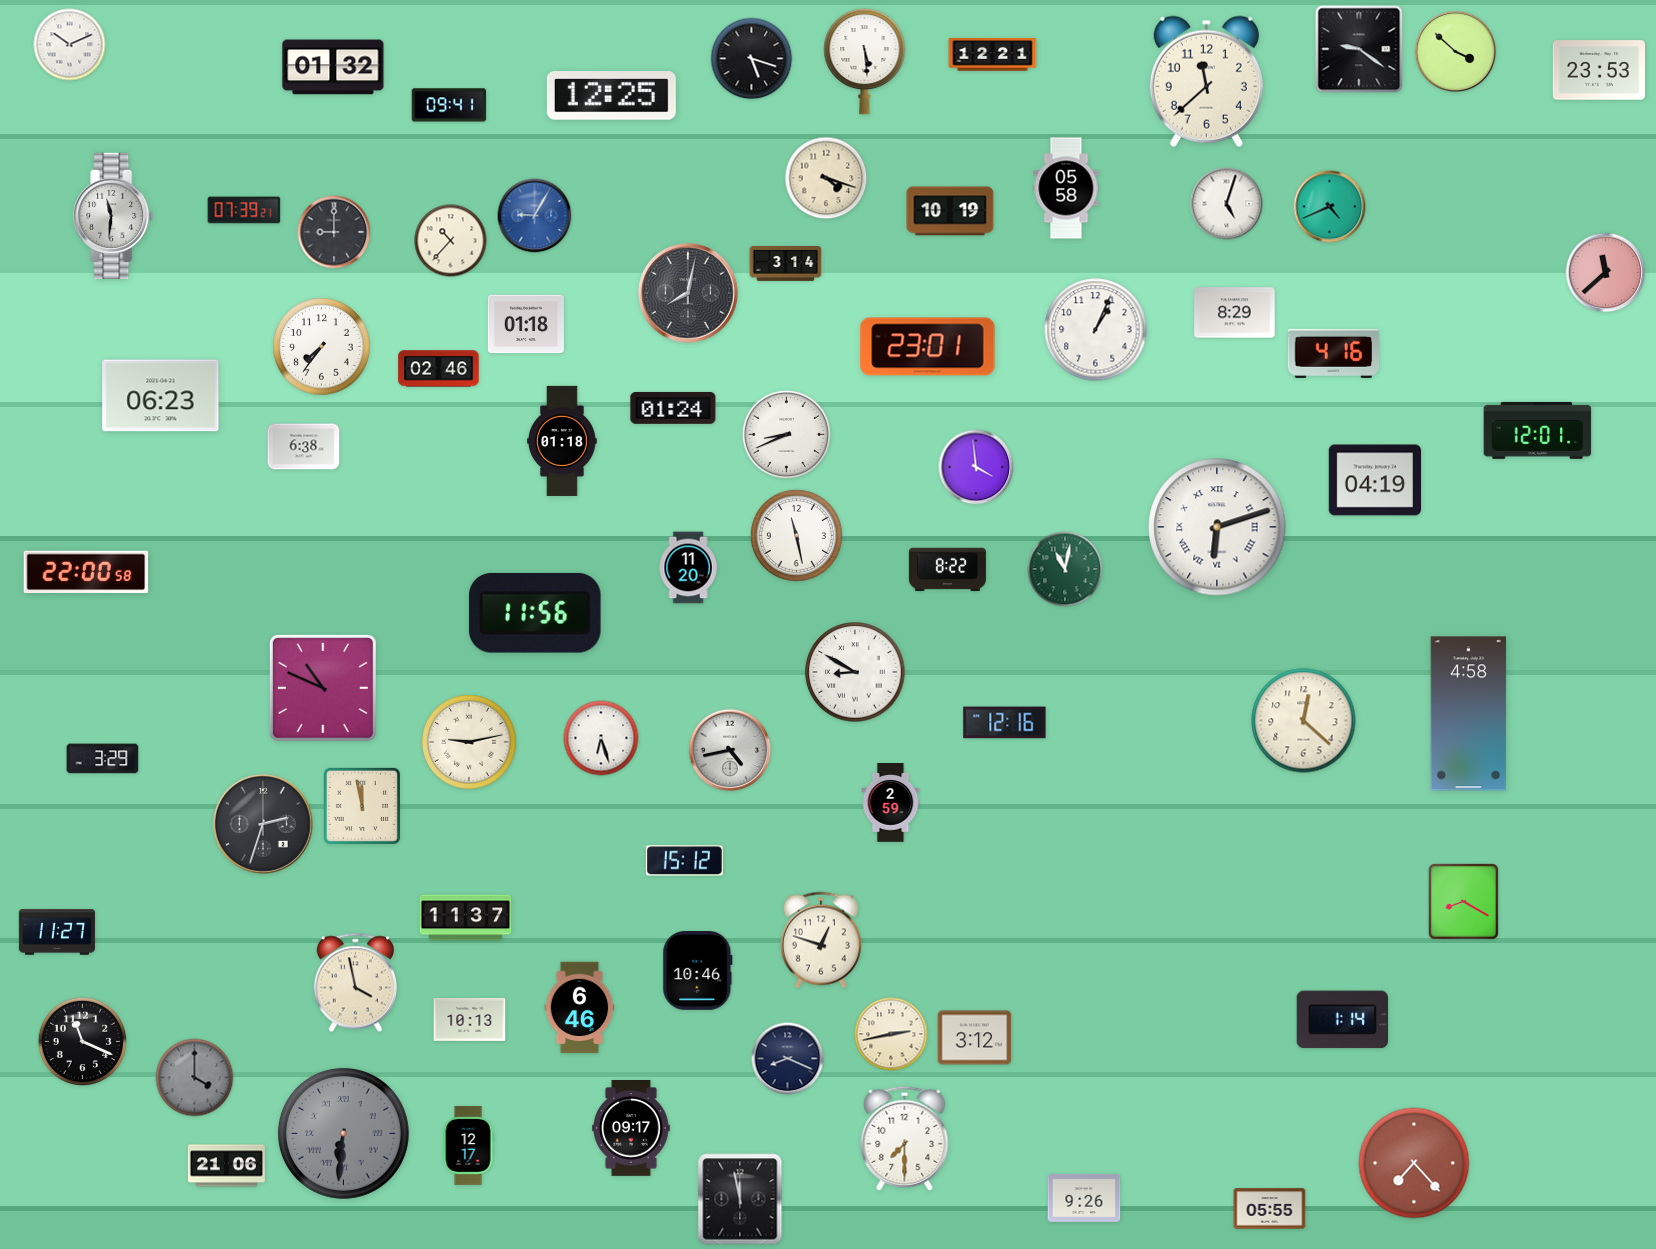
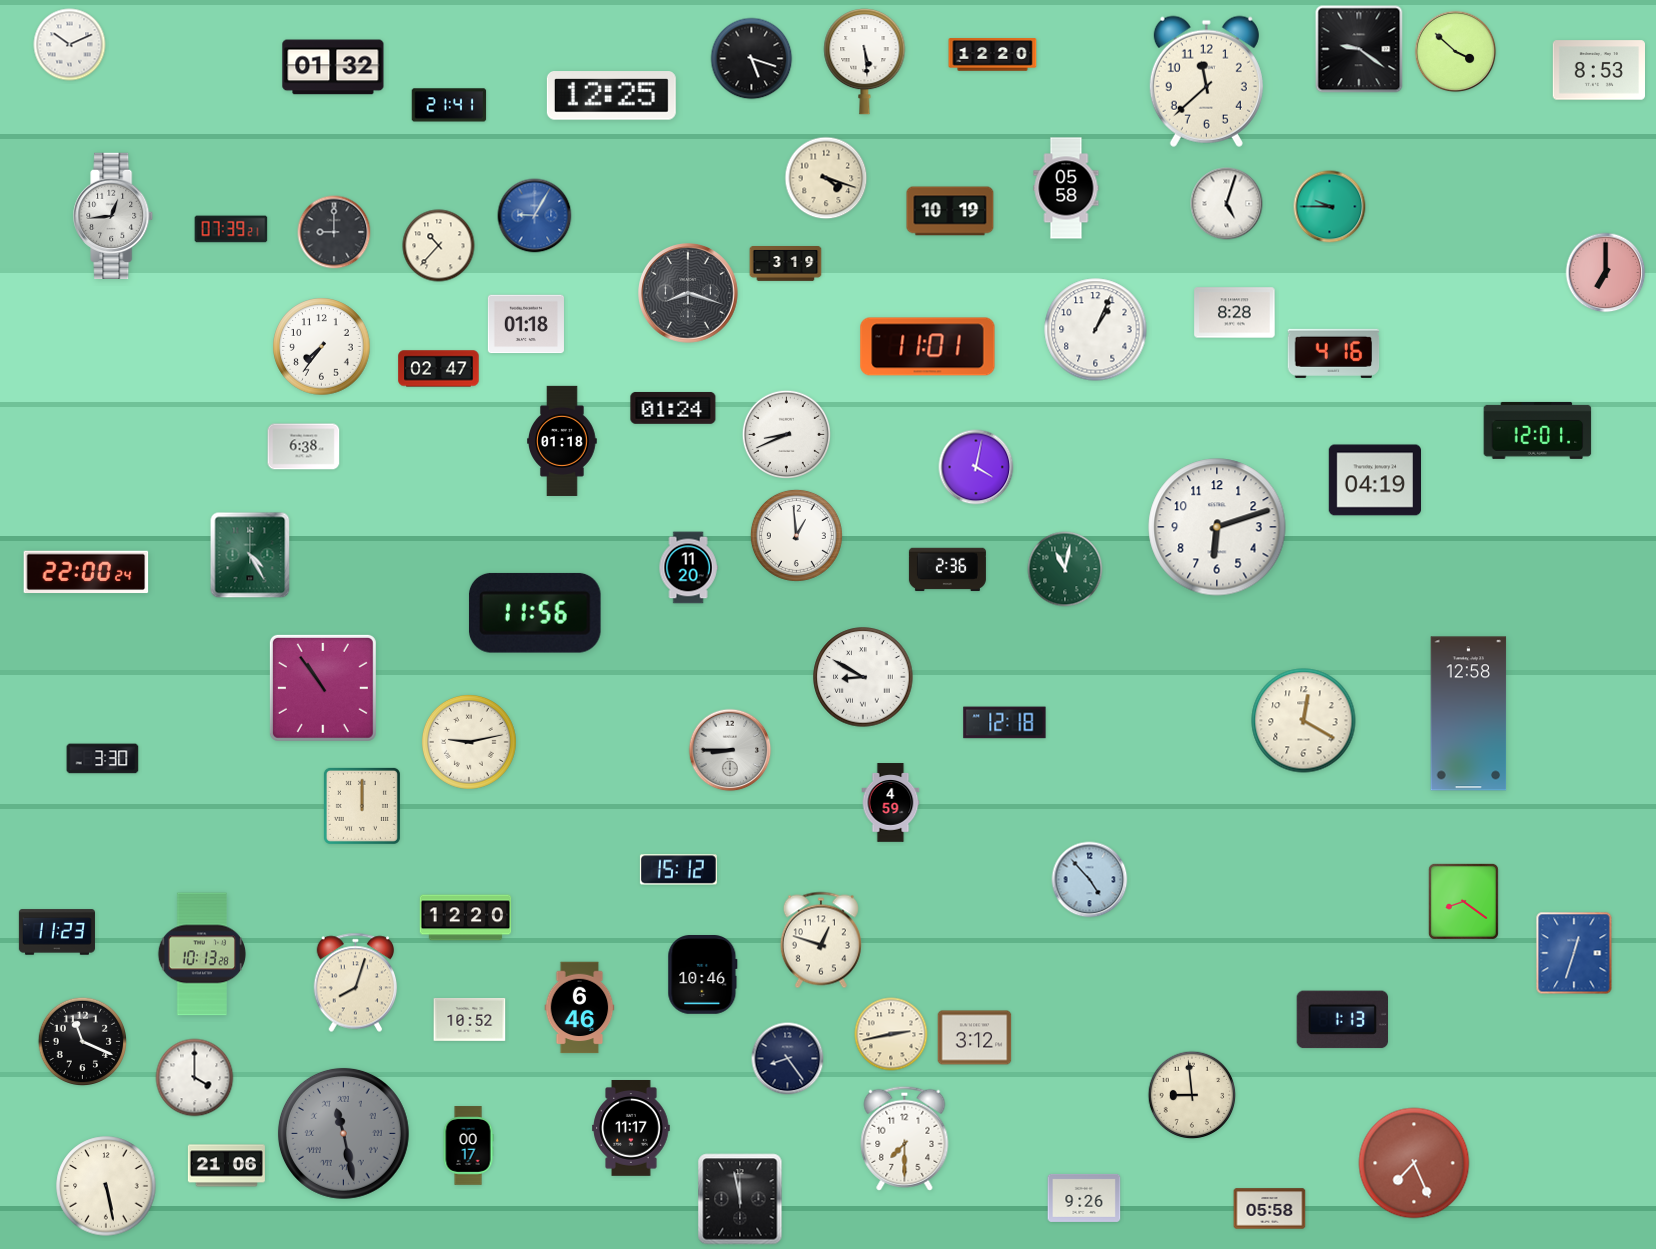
clock at (993, 55): 12:21 -> 12:20
clock at (1598, 70): 23:53 -> 8:53
clock at (449, 105): 09:41 -> 21:41
clock at (1330, 207): 4:41 -> 9:45
clock at (244, 210) position: (244, 210) -> (231, 229)
clock at (114, 215): 11:31 -> 12:44
clock at (451, 241) position: (451, 241) -> (439, 246)
clock at (786, 264): 3:14 -> 3:19
clock at (1606, 273): 11:38 -> 7:00
clock at (689, 294): 8:02 -> 8:18
clock at (1235, 313): 8:29 -> 8:28
clock at (928, 347): 23:01 -> 11:01
clock at (439, 369): 02:46 -> 02:47
clock at (161, 396): 06:23 -> none
clock at (976, 467): 3:59 -> 4:02
clock at (1217, 527) numerals: Roman -> Arabic
clock at (796, 535): 11:28 -> 12:59
clock at (250, 555): none -> 4:25
clock at (947, 570): 8:22 -> 2:36
clock at (86, 572): 22:00:58 -> 22:00:24
clock at (855, 672) position: (855, 672) -> (863, 677)
clock at (323, 688): 10:49 -> 10:54
clock at (1469, 714): 4:58 -> 12:58
clock at (1304, 721): 12:22 -> 12:20
clock at (1005, 723): 12:16 -> 12:18
clock at (601, 738): 6:27 -> none
clock at (730, 750): 4:43 -> 8:45
clock at (103, 759): 3:29 -> 3:30
clock at (891, 803): 2:59 -> 4:59
clock at (362, 806): 11:58 -> 12:00
clock at (264, 825): 2:33 -> none
clock at (684, 861) position: (684, 861) -> (678, 870)
clock at (1090, 880): none -> 4:53
clock at (1463, 901): 8:20 -> 8:21
clock at (466, 918): 11:37 -> 12:20
clock at (57, 932): 11:27 -> 11:23
clock at (1574, 953): none -> 12:33
clock at (202, 954): none -> 10:13
clock at (698, 971) position: (698, 971) -> (703, 975)
clock at (356, 983): 3:58 -> 8:03
clock at (470, 1019): 10:13 -> 10:52
clock at (1342, 1020): 1:14 -> 1:13
clock at (788, 1059): 8:19 -> 8:24
clock at (195, 1078) dial: grey -> white
clock at (1192, 1095): none -> 8:59
clock at (631, 1128): 09:17 -> 11:17
clock at (343, 1133): 6:31 -> 11:28
clock at (468, 1146): 12:17 -> 00:17
clock at (1414, 1163): 7:23 -> 7:26
clock at (106, 1186): none -> 5:28
clock at (1270, 1209): 05:55 -> 05:58
